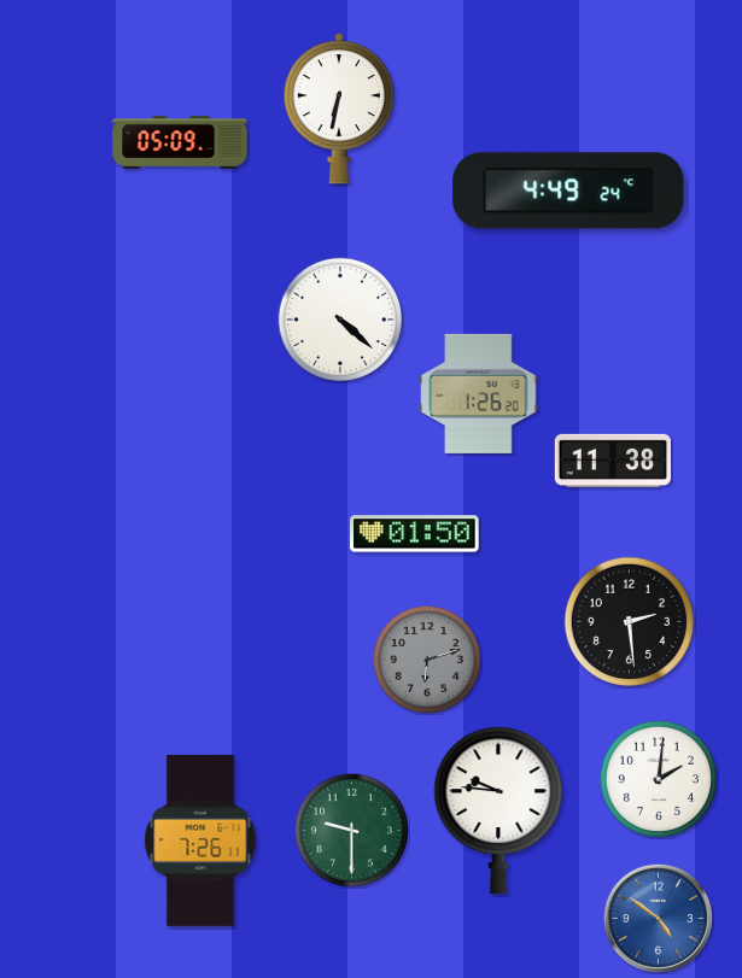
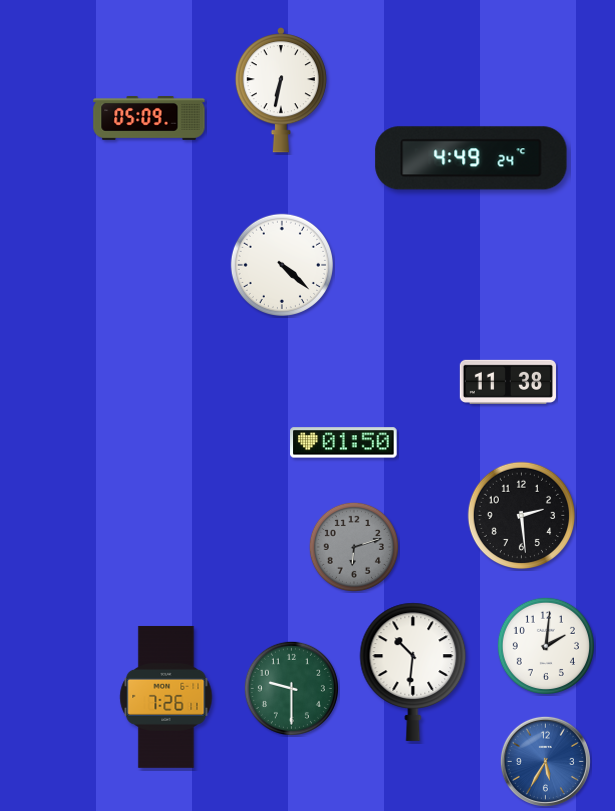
clock at (479, 393): 1:26 -> none
clock at (498, 810): 9:46 -> 10:31
clock at (658, 918): 4:51 -> 5:35
